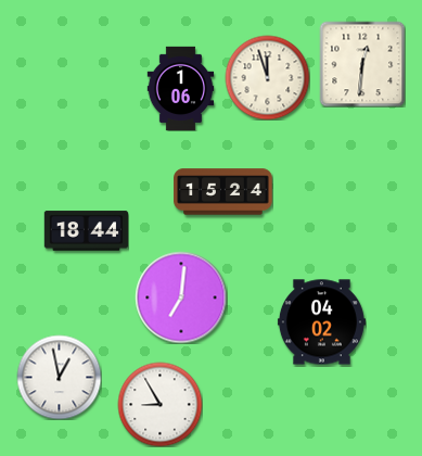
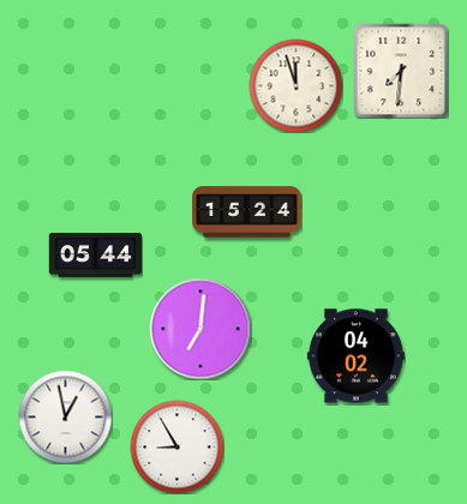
clock at (362, 64): 12:31 -> 7:31
clock at (181, 88): 1:06 -> none
clock at (86, 231): 18:44 -> 05:44
